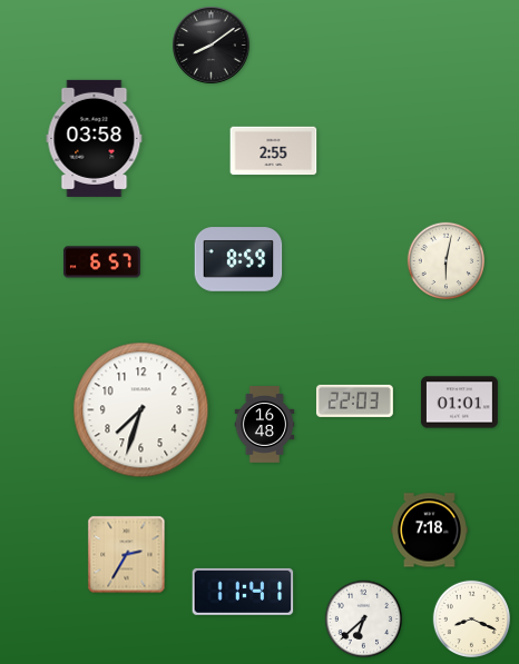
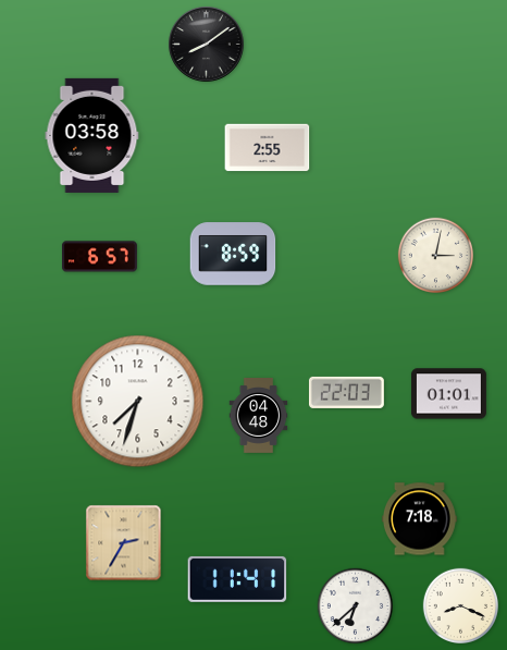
clock at (447, 261): 6:02 -> 3:02
clock at (265, 425): 16:48 -> 04:48
